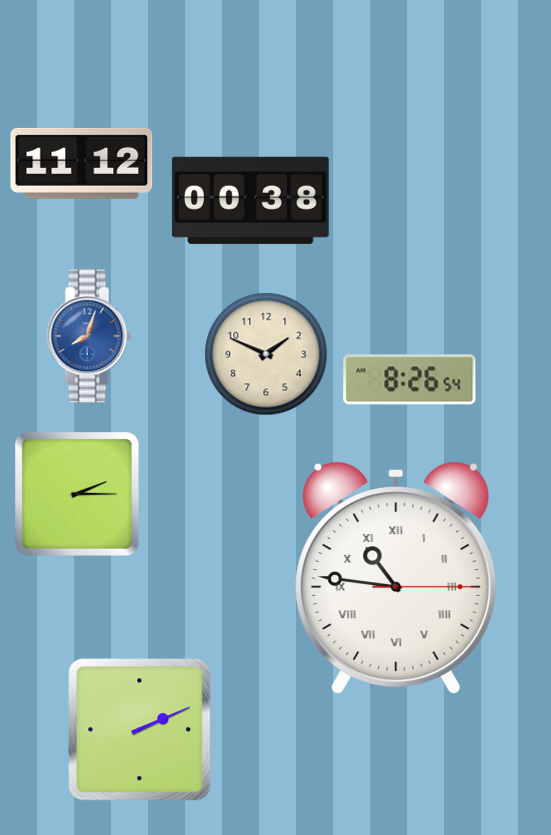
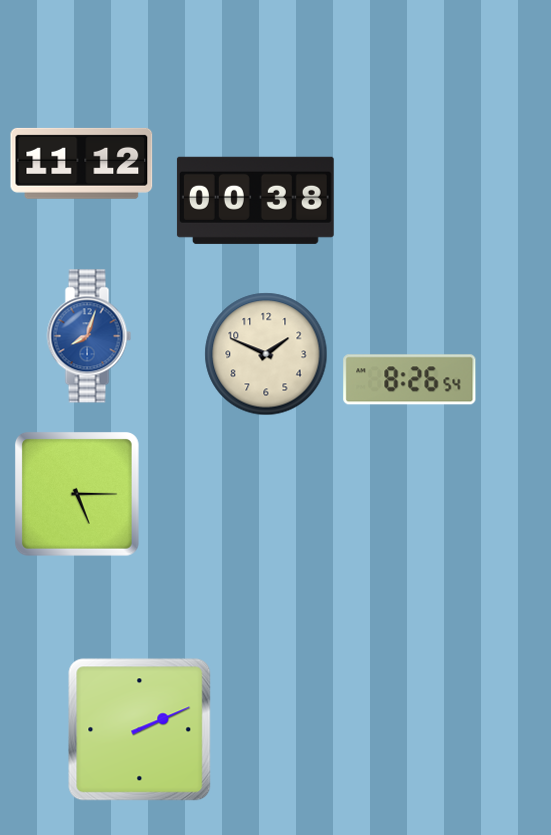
clock at (250, 200) position: (250, 200) -> (255, 200)
clock at (78, 495): 2:15 -> 5:15
clock at (396, 578): 10:46 -> none
